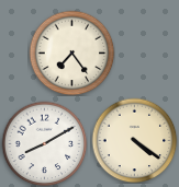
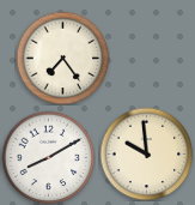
clock at (71, 52) position: (71, 52) -> (62, 58)
clock at (134, 140): 4:21 -> 9:59
